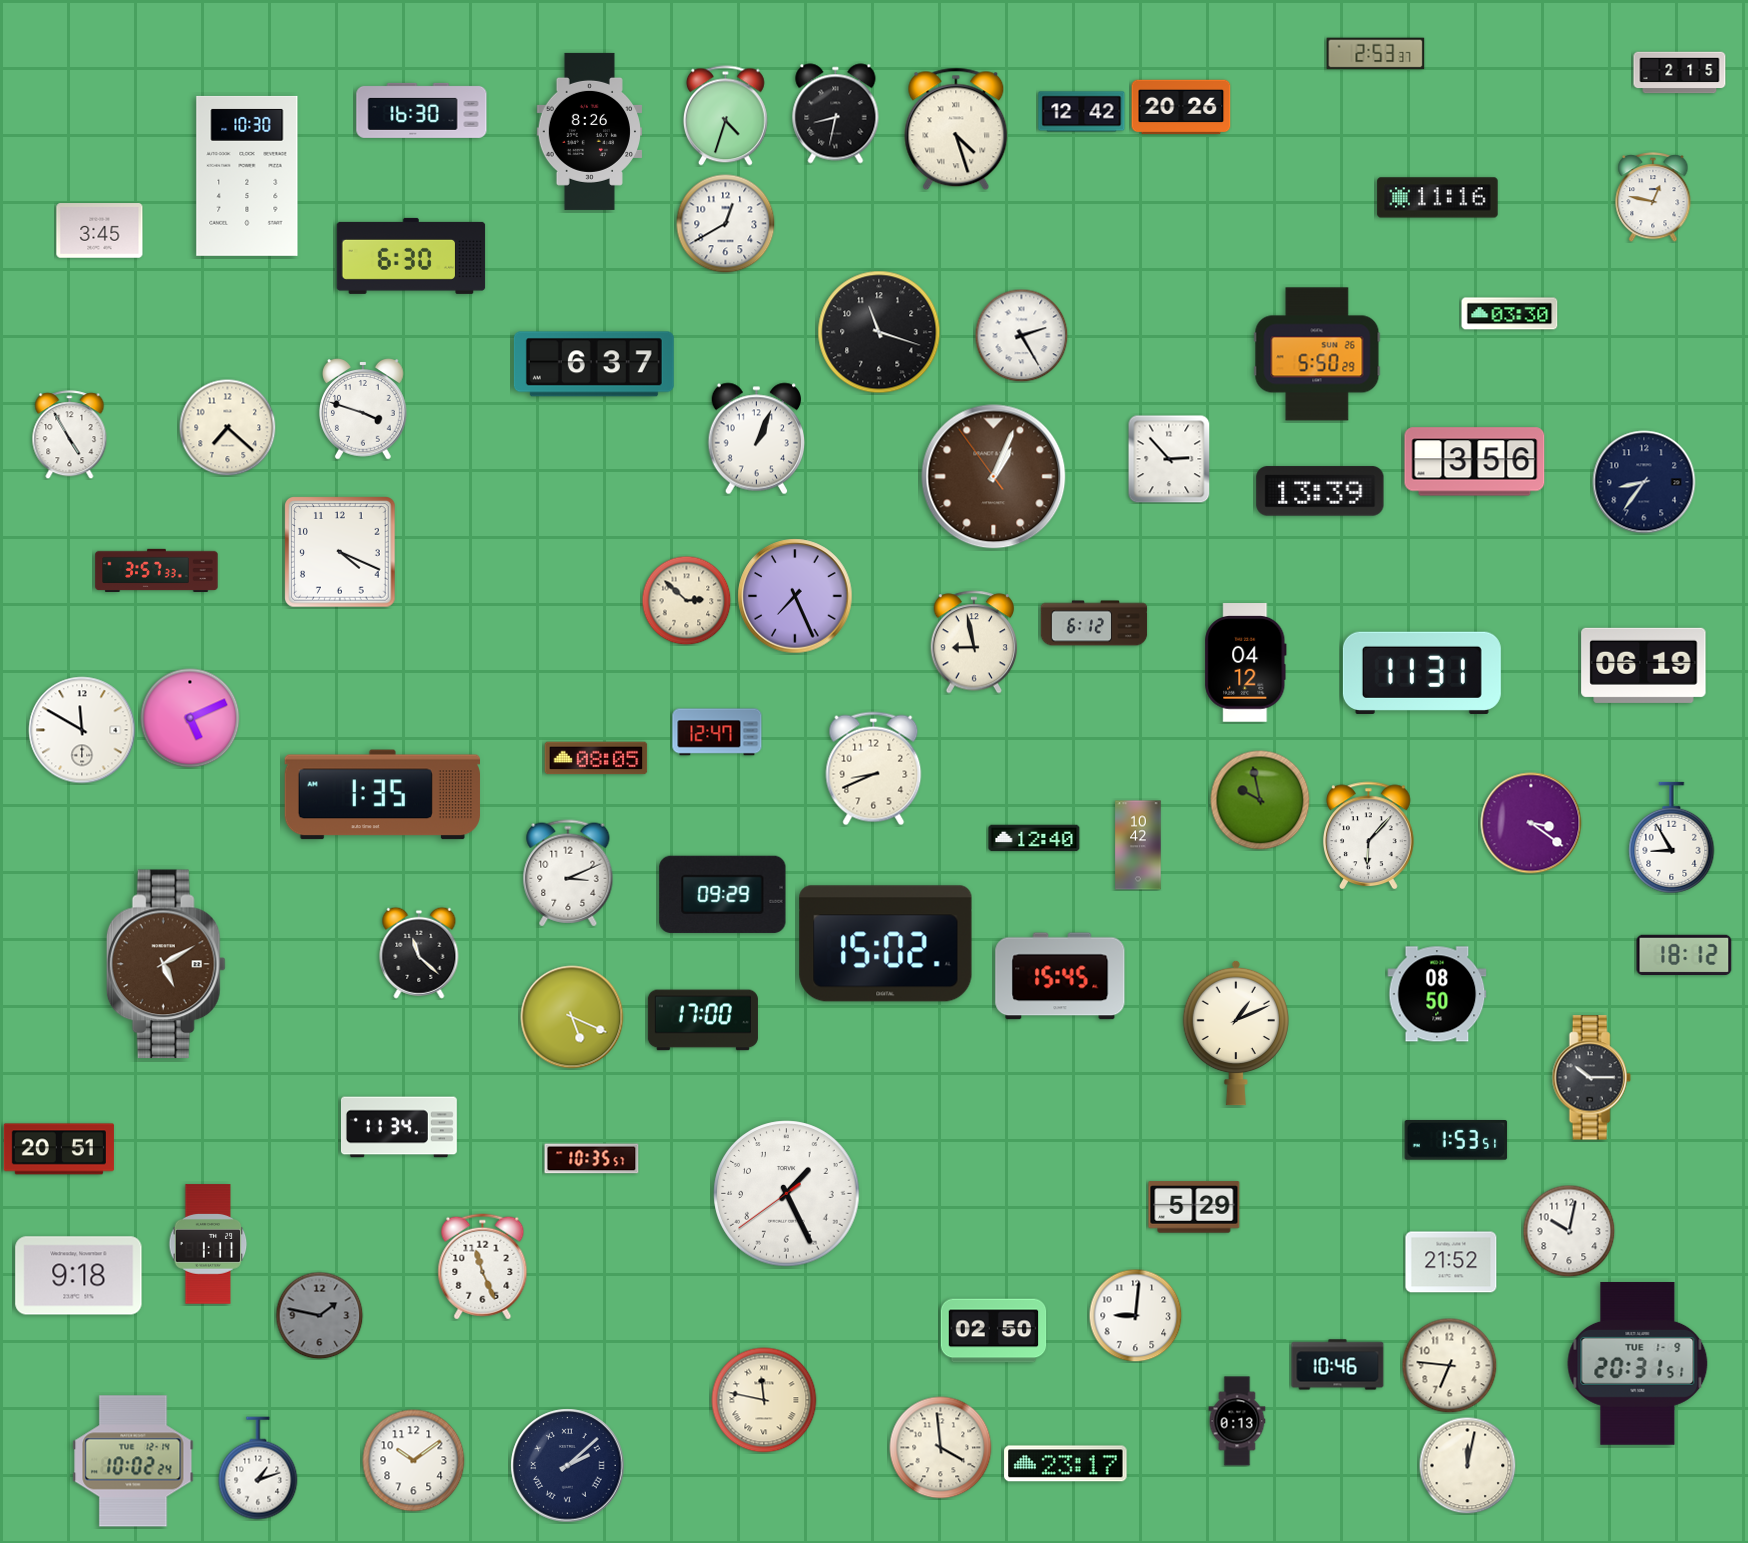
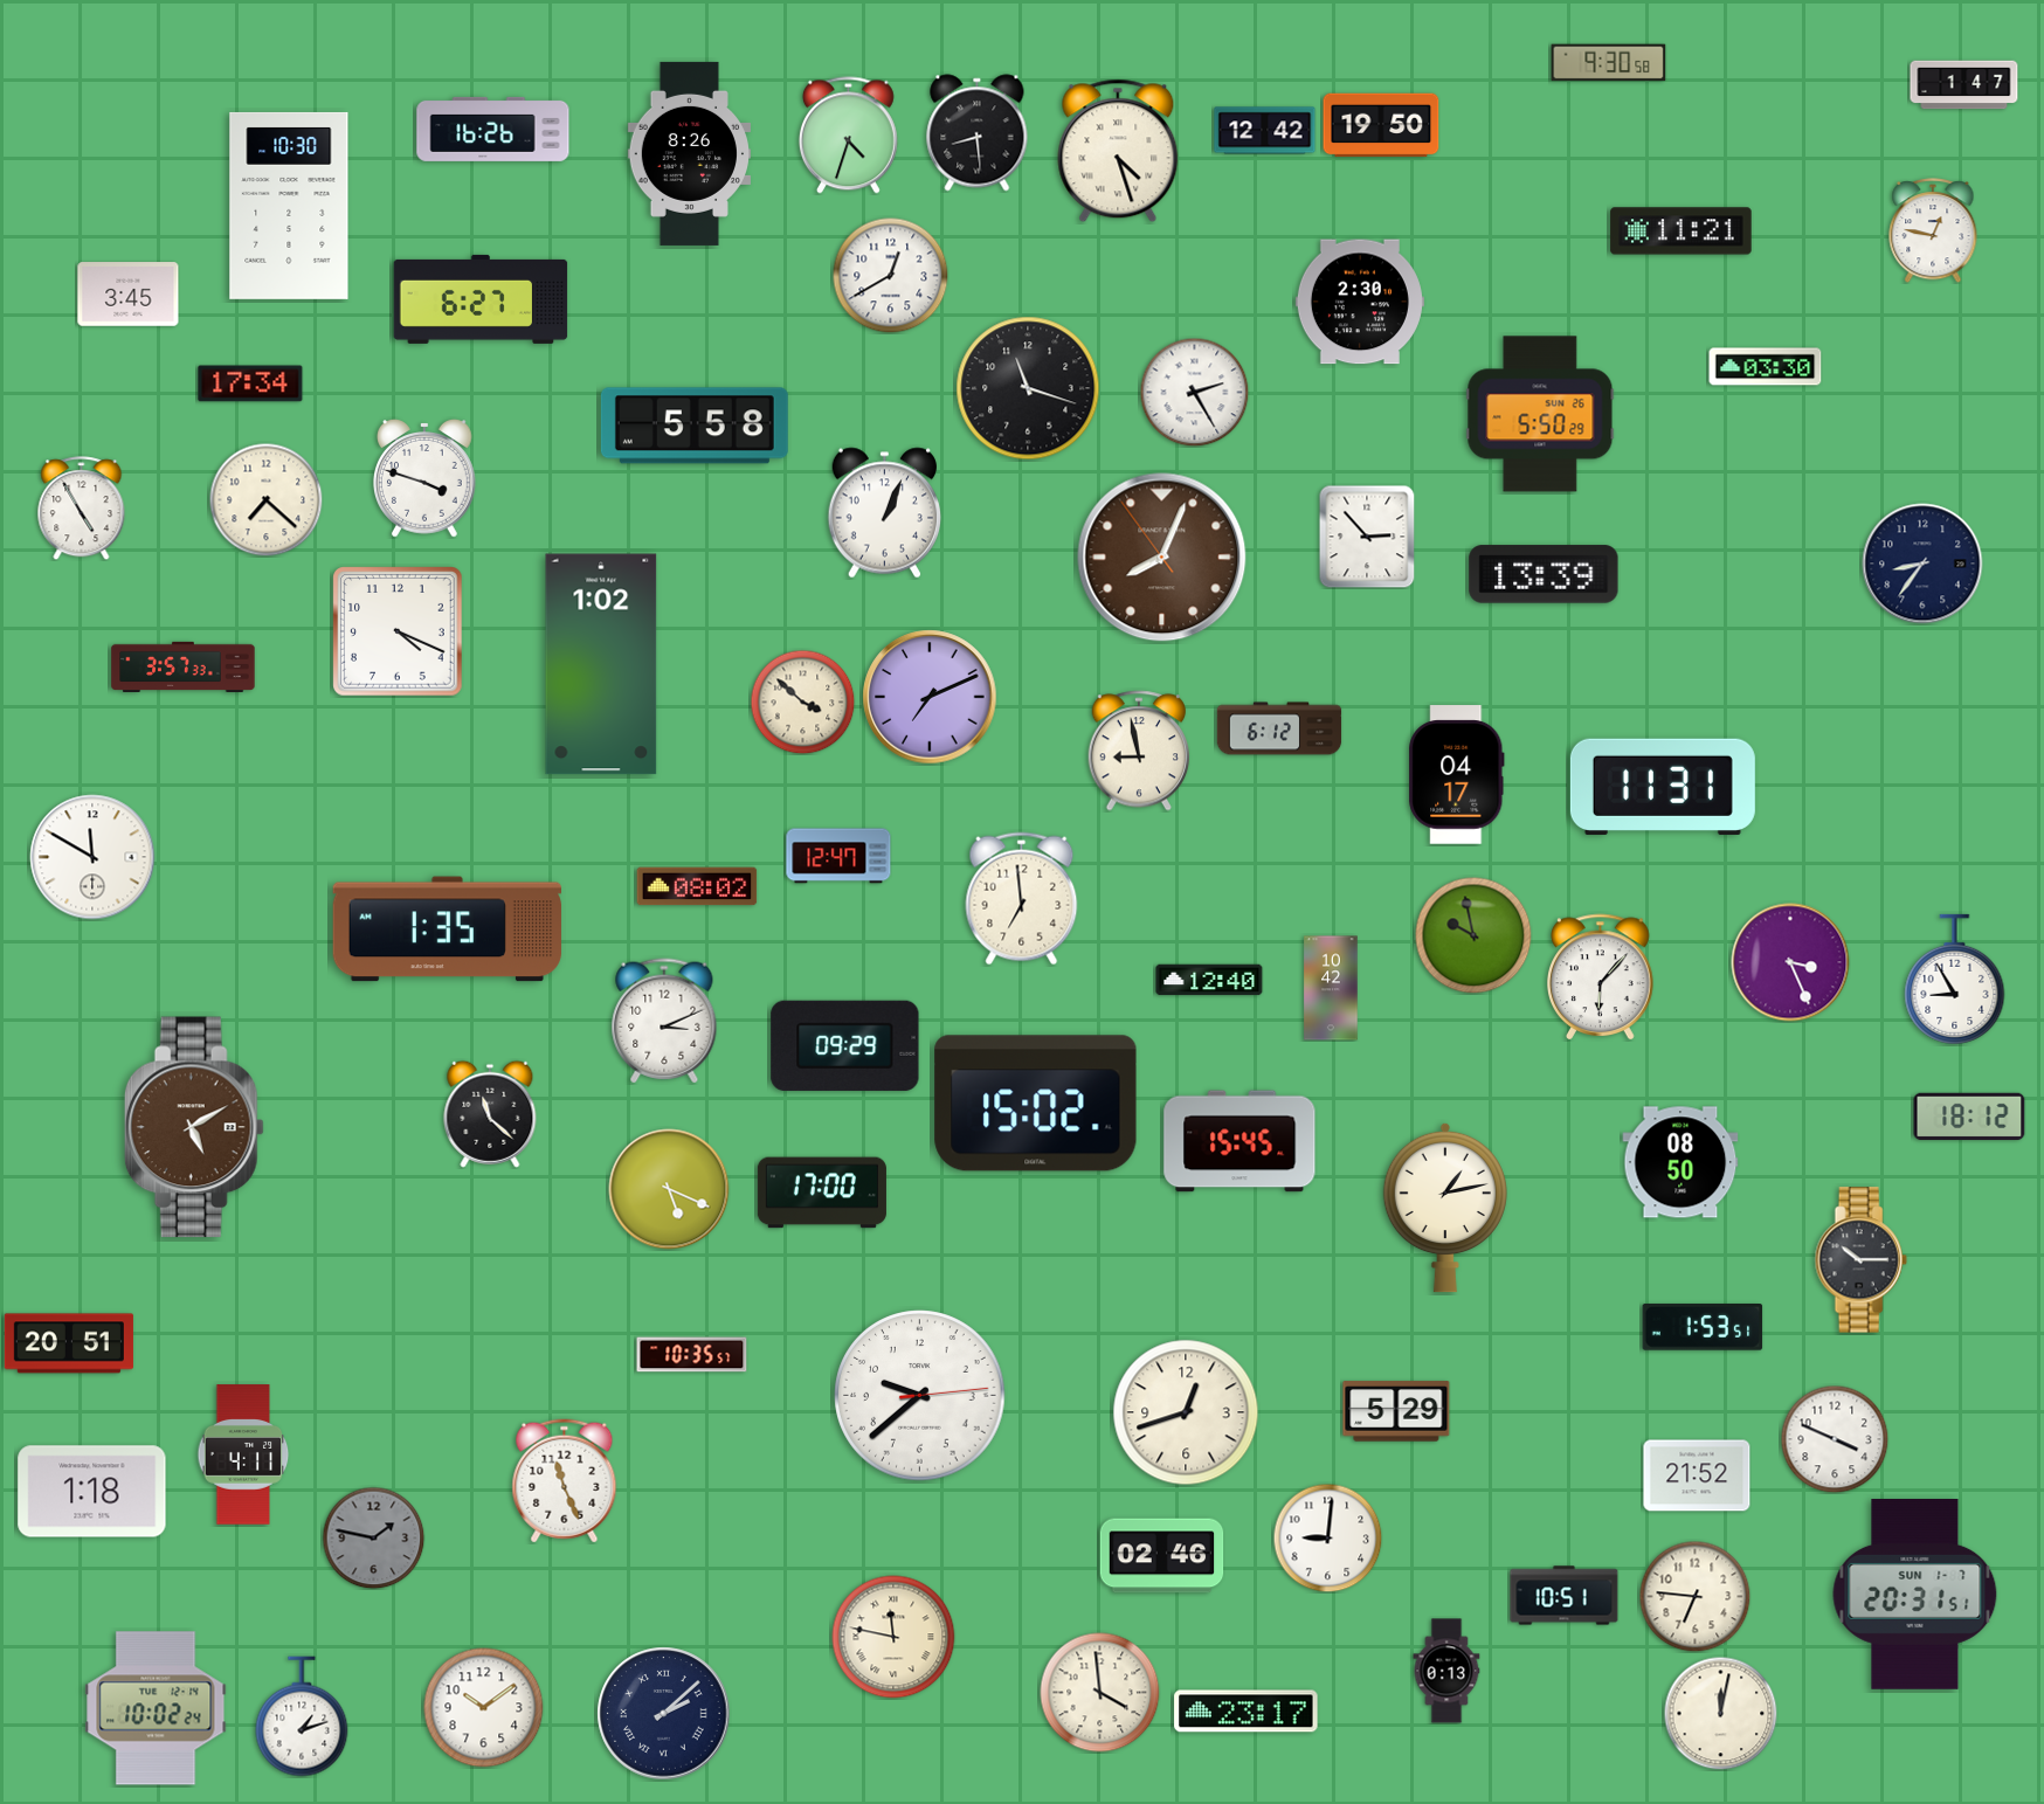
clock at (1376, 54): 2:53 -> 9:30
clock at (1680, 73): 2:15 -> 1:47
clock at (1181, 107): 20:26 -> 19:50
clock at (422, 110): 16:30 -> 16:26
clock at (836, 114): 8:32 -> 8:29
clock at (1438, 198): 11:16 -> 11:21
clock at (726, 224) position: (726, 224) -> (891, 276)
clock at (100, 231) position: (100, 231) -> (129, 295)
clock at (411, 256): 6:30 -> 6:27
clock at (1360, 302): none -> 2:30
clock at (250, 383): none -> 17:34
clock at (594, 364): 6:37 -> 5:58
clock at (1475, 462): 3:56 -> none
clock at (994, 477): 1:03 -> 8:03
clock at (340, 552) position: (340, 552) -> (398, 631)
clock at (601, 664): none -> 1:02
clock at (795, 596): 7:26 -> 7:11
clock at (686, 600): 2:52 -> 3:52
clock at (1246, 663): 04:12 -> 04:17
clock at (1644, 665): 06:19 -> none
clock at (190, 718): 5:11 -> none
clock at (82, 730) position: (82, 730) -> (92, 857)
clock at (596, 758): 08:05 -> 08:02
clock at (874, 769): 8:41 -> 6:59
clock at (1531, 823): 3:21 -> 3:26
clock at (1236, 1033): 1:11 -> 1:13
clock at (399, 1127): 11:34 -> none
clock at (1456, 1141) position: (1456, 1141) -> (1703, 1328)
clock at (787, 1194): 1:25 -> 9:38
clock at (1186, 1412): none -> 12:42
clock at (1569, 1231): 10:02 -> 3:49
clock at (208, 1244): 1:11 -> 4:11
clock at (79, 1276): 9:18 -> 1:18
clock at (994, 1331): 02:50 -> 02:46
clock at (1638, 1364) date: TUE 1-9 -> SUN 1-7
clock at (1338, 1365): 10:46 -> 10:51
clock at (1237, 1421) position: (1237, 1421) -> (1446, 1671)
clock at (1467, 1465) position: (1467, 1465) -> (1720, 1713)
